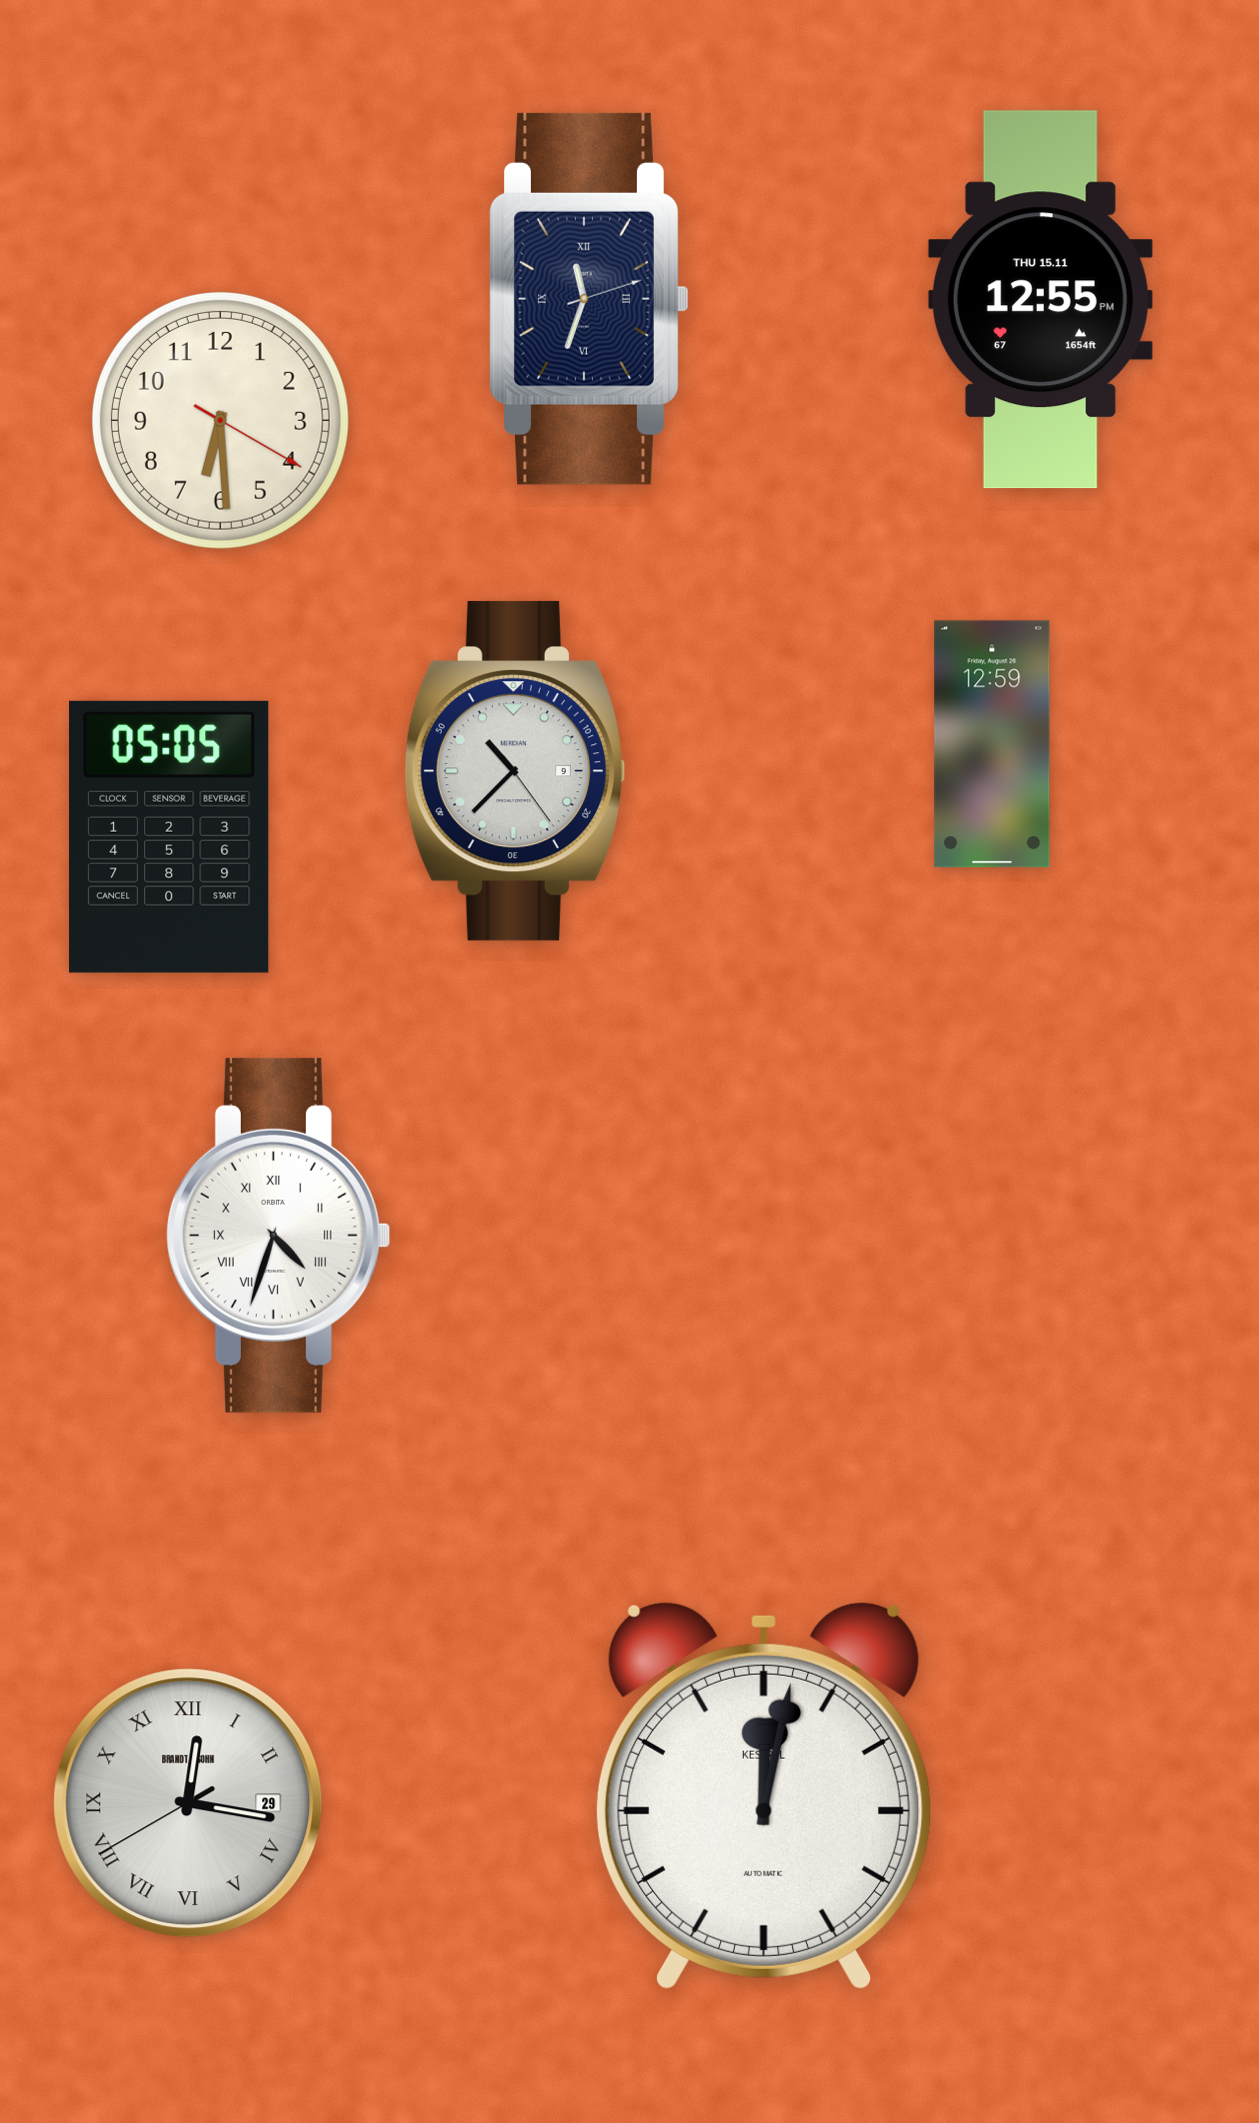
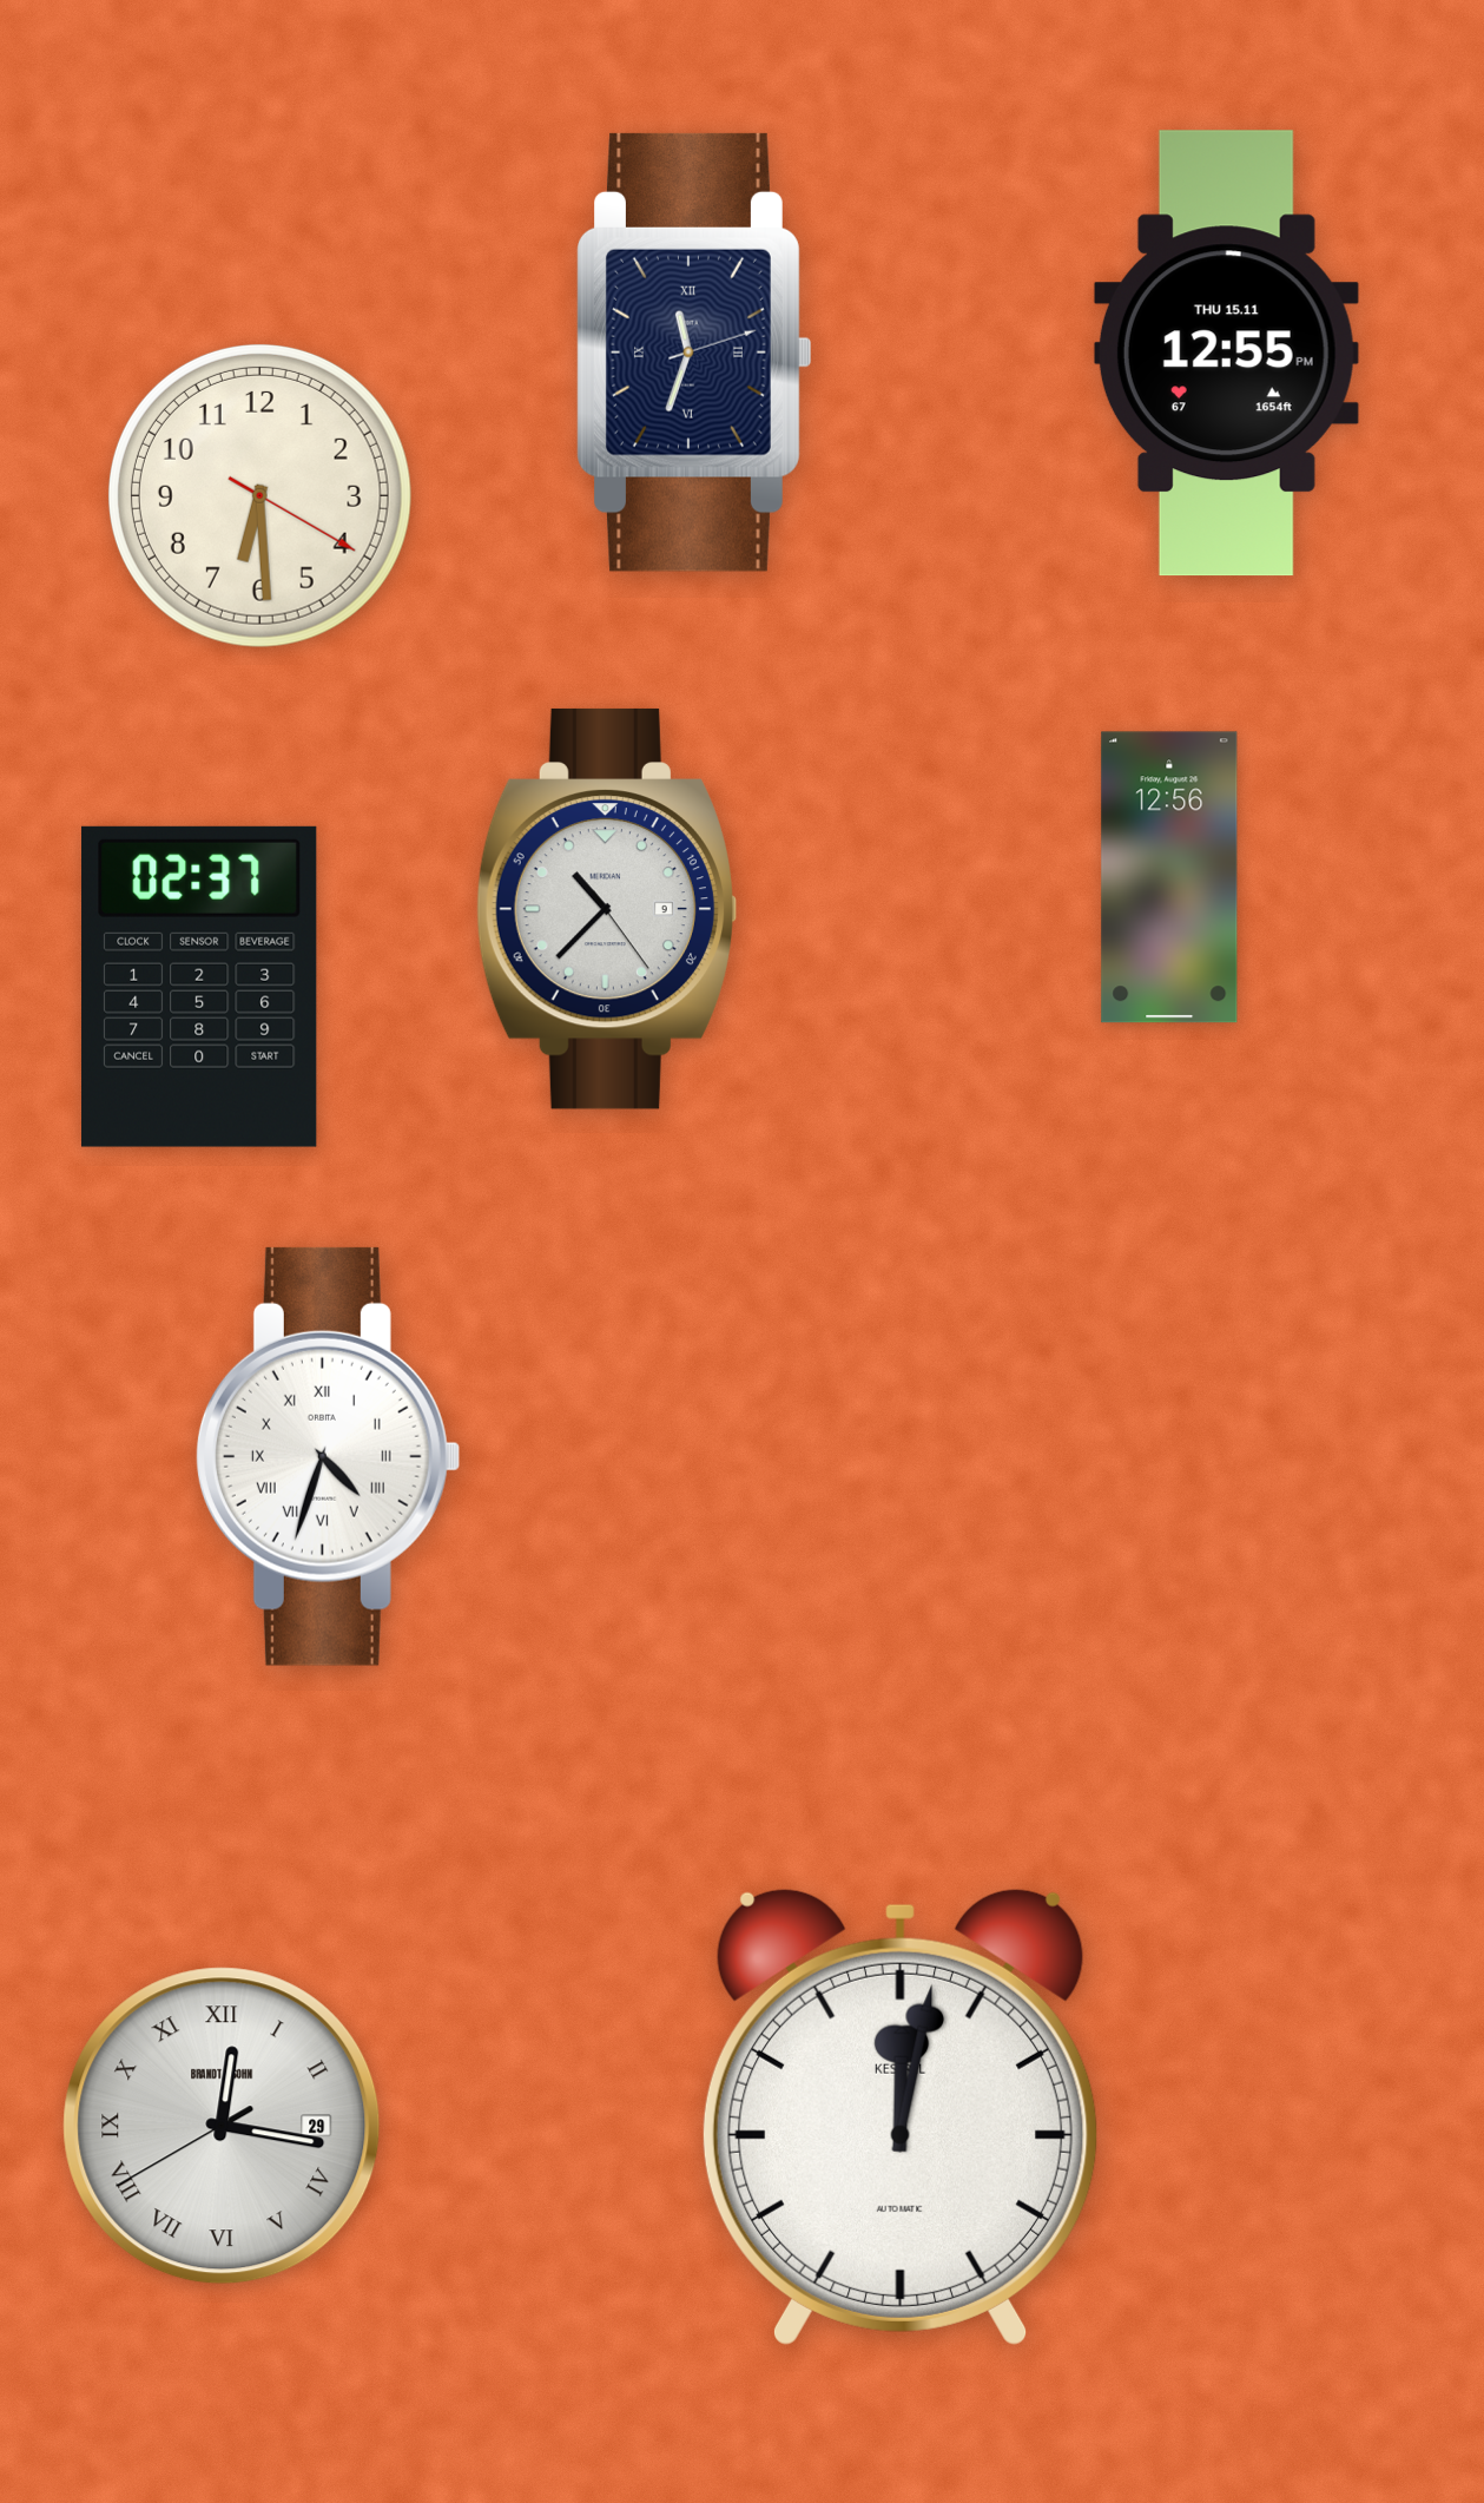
clock at (992, 744): 12:59 -> 12:56
clock at (169, 837): 05:05 -> 02:37
